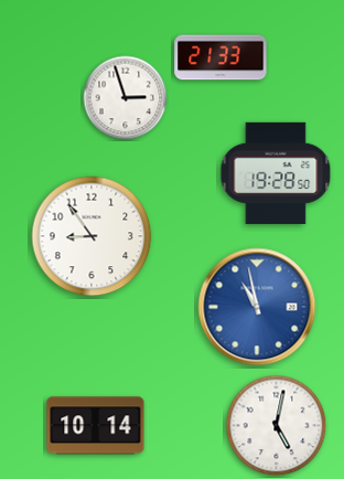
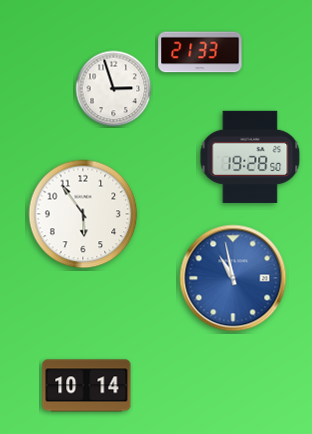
clock at (92, 236): 8:54 -> 5:54
clock at (277, 426): 5:02 -> none
